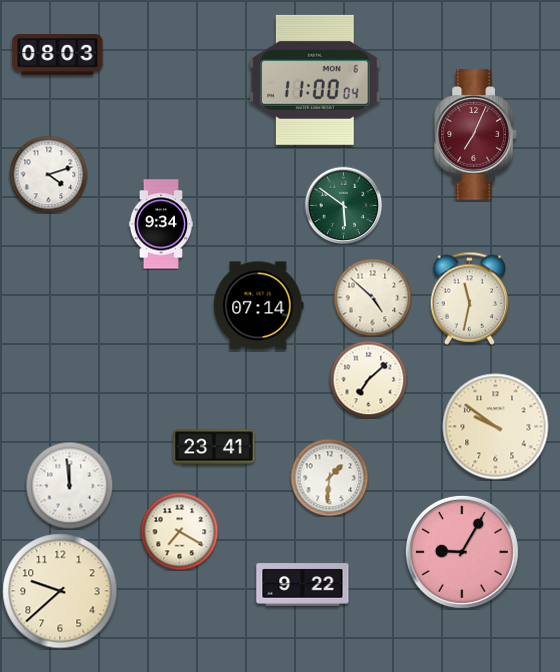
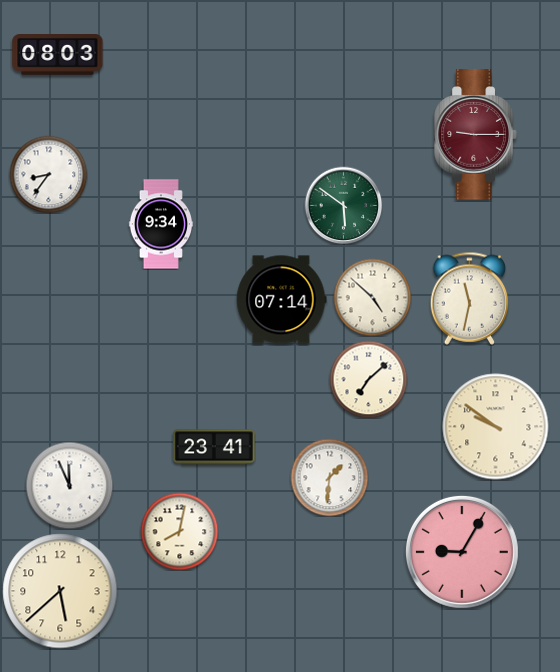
clock at (315, 80): 11:00 -> none
clock at (476, 135): 7:04 -> 9:15
clock at (48, 174): 4:12 -> 8:36
clock at (259, 306) position: (259, 306) -> (282, 300)
clock at (69, 485): 11:59 -> 11:56
clock at (179, 531): 7:20 -> 8:02
clock at (303, 585): 9:22 -> none
clock at (60, 591): 9:38 -> 5:38
